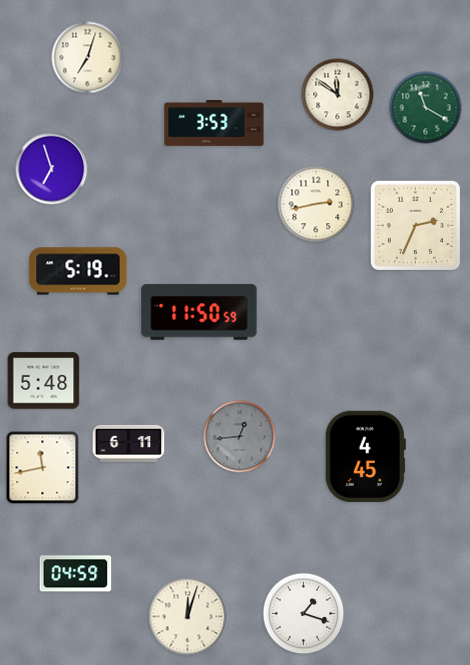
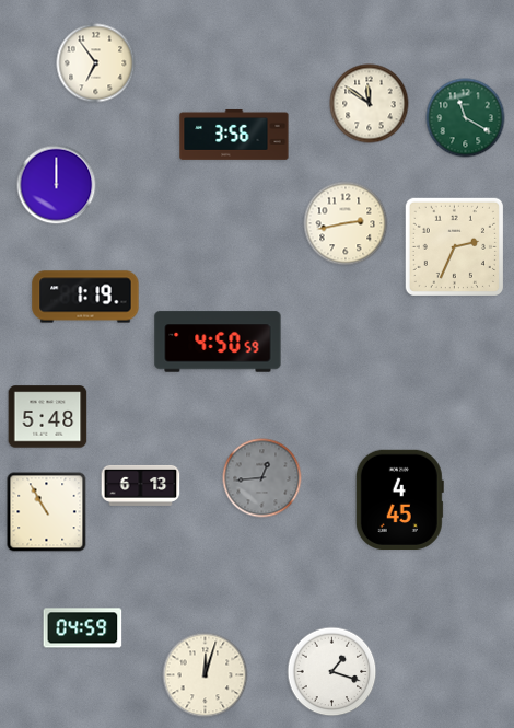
clock at (88, 58): 7:03 -> 6:54
clock at (214, 123): 3:53 -> 3:56
clock at (52, 169): 6:57 -> 12:00
clock at (78, 271): 5:19 -> 1:19
clock at (199, 312): 11:50 -> 4:50
clock at (129, 443): 6:11 -> 6:13
clock at (43, 468): 11:43 -> 10:55
